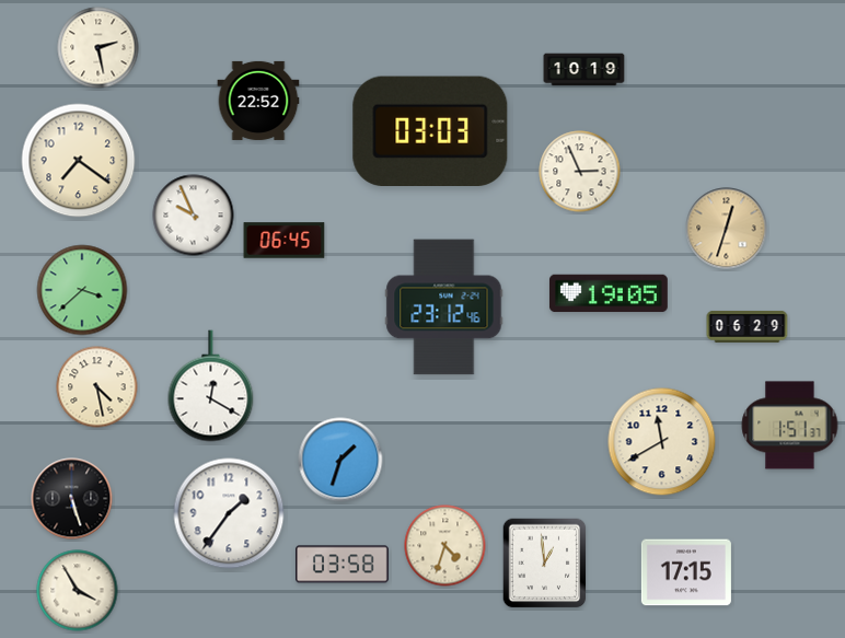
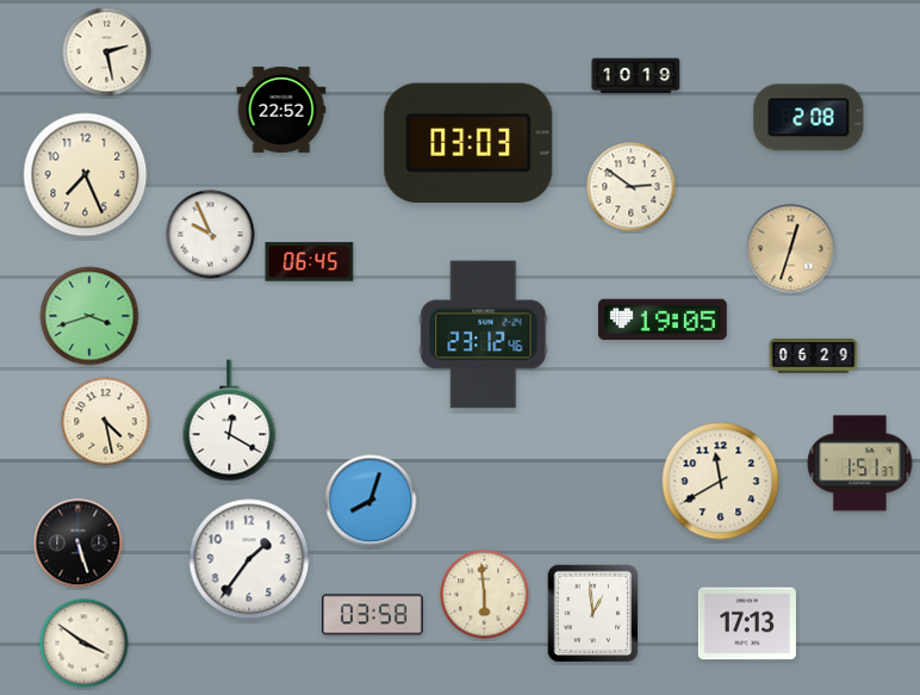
clock at (809, 118): none -> 2:08
clock at (79, 161): 7:21 -> 7:26
clock at (580, 172): 2:56 -> 2:51
clock at (82, 290): 3:38 -> 3:42
clock at (340, 460): 1:33 -> 8:03
clock at (445, 546): 4:33 -> 5:59
clock at (686, 572): 17:15 -> 17:13
clock at (78, 591): 3:55 -> 3:51
